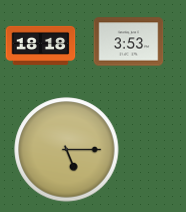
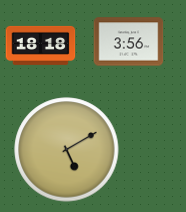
clock at (129, 42): 3:53 -> 3:56
clock at (67, 150): 5:15 -> 5:10
